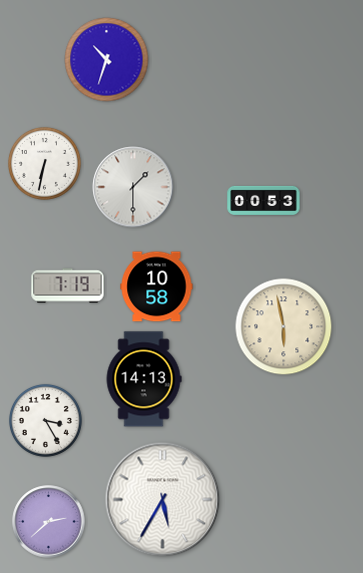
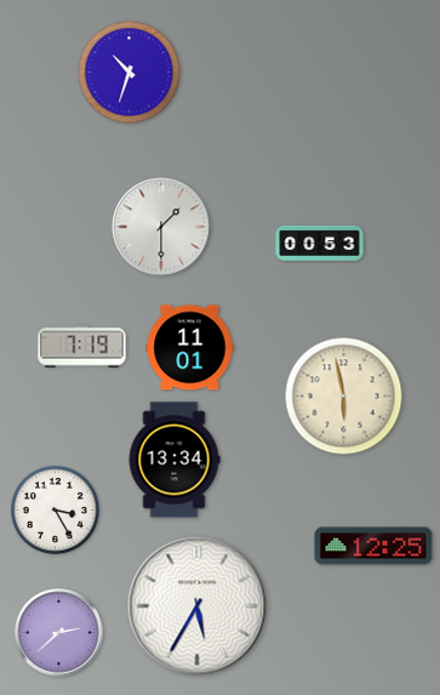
clock at (44, 163): 6:32 -> none
clock at (157, 287): 10:58 -> 11:01
clock at (144, 379): 14:13 -> 13:34
clock at (373, 546): none -> 12:25
